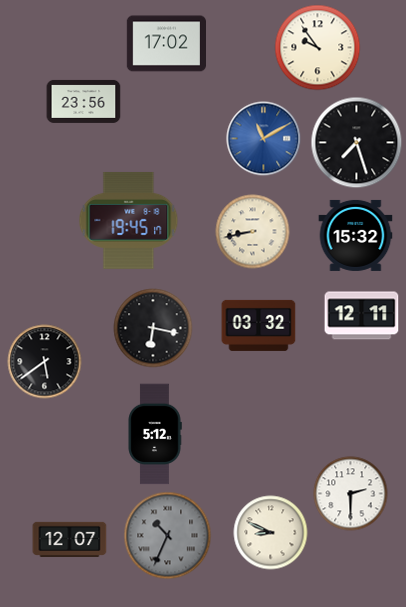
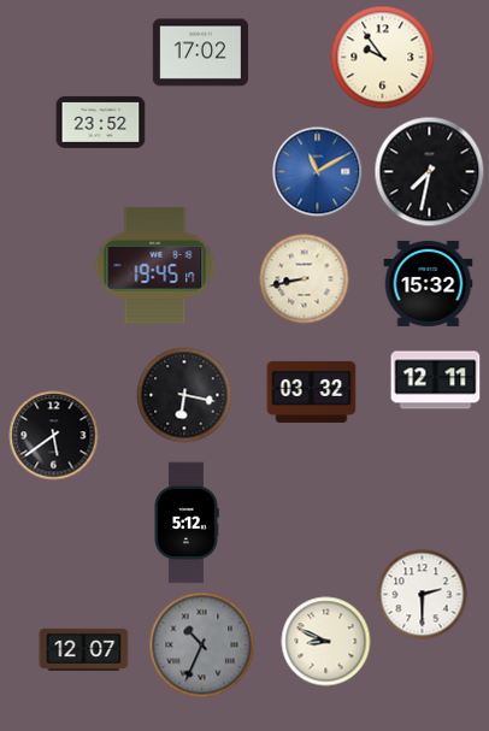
clock at (84, 101): 23:56 -> 23:52
clock at (264, 139) position: (264, 139) -> (318, 172)
clock at (357, 143): 7:27 -> 7:32
